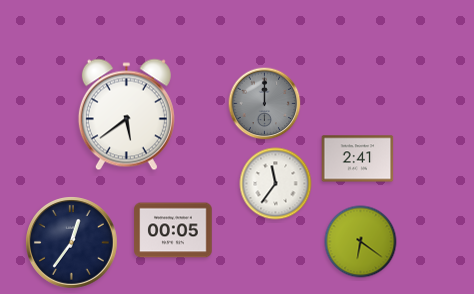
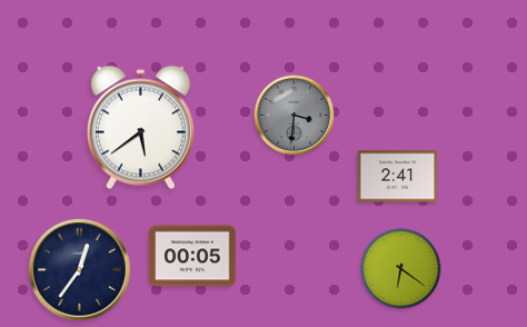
clock at (265, 104): 12:00 -> 3:31
clock at (276, 184): 11:36 -> none
